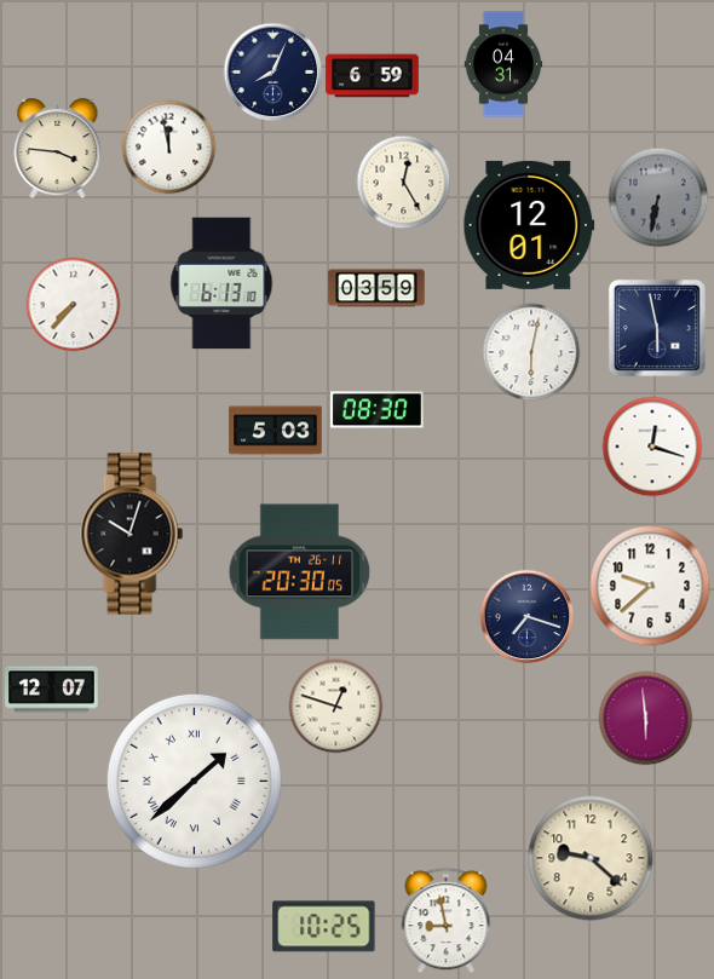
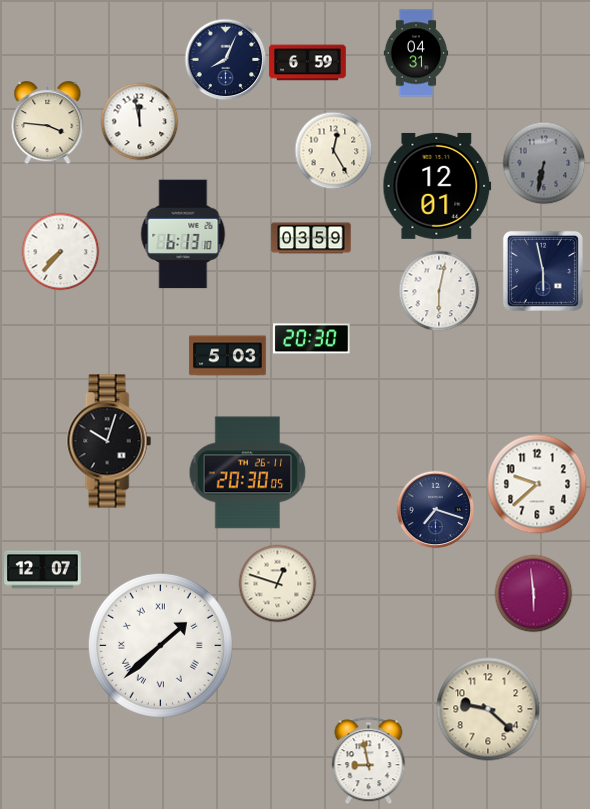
clock at (378, 410): 08:30 -> 20:30
clock at (652, 447): 12:18 -> none
clock at (324, 927): 10:25 -> none
